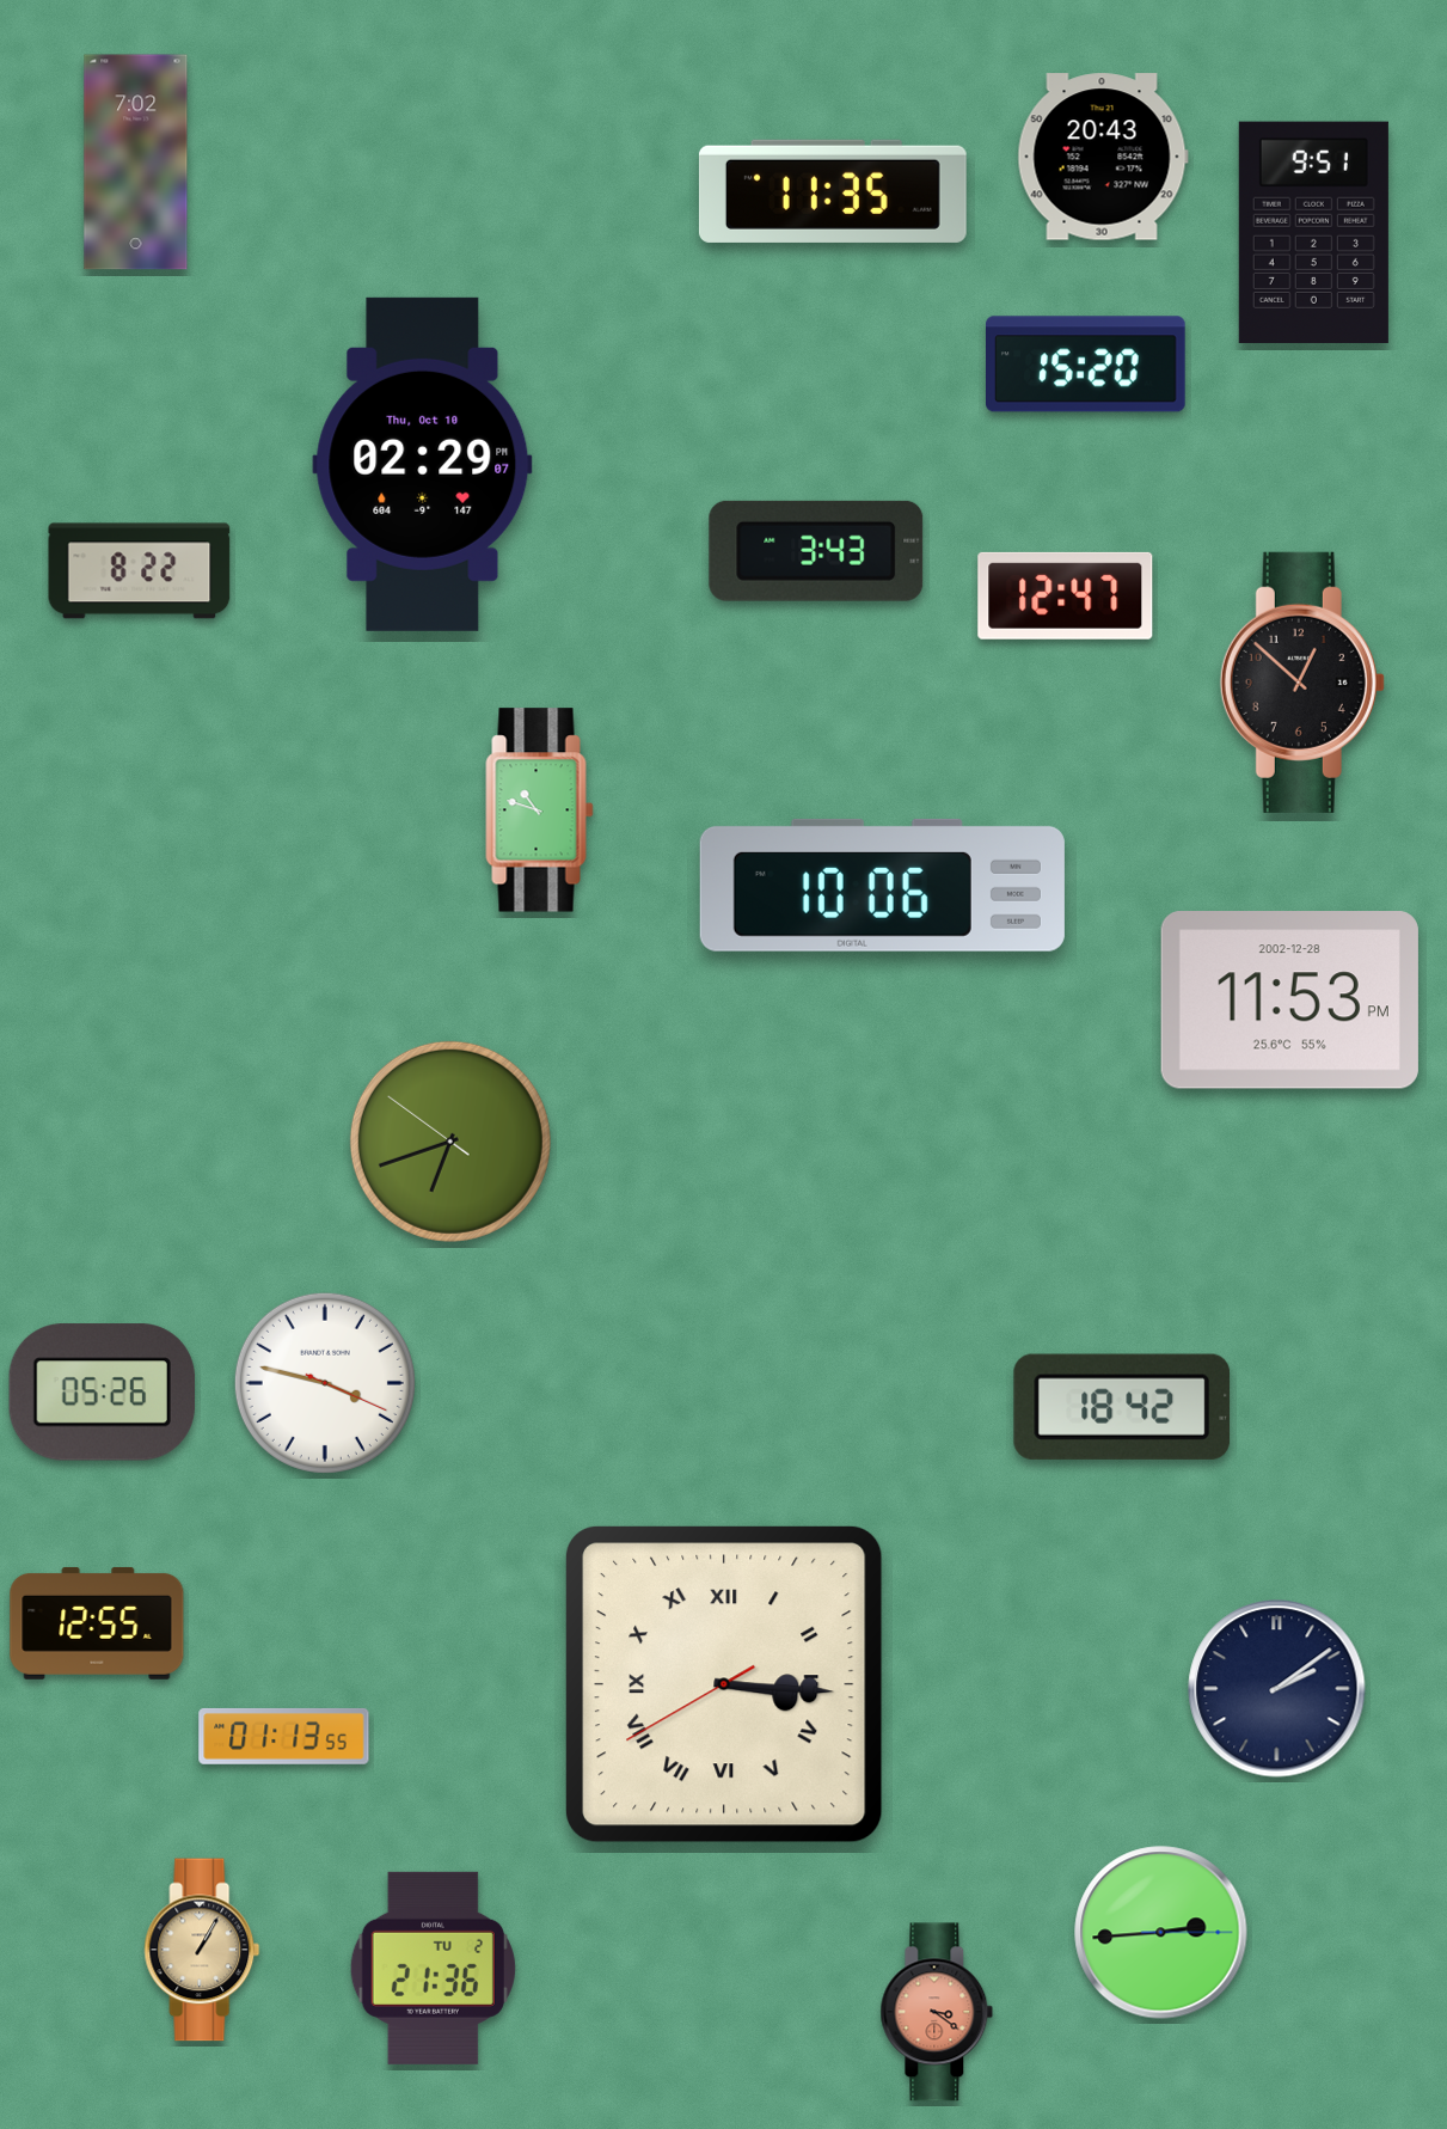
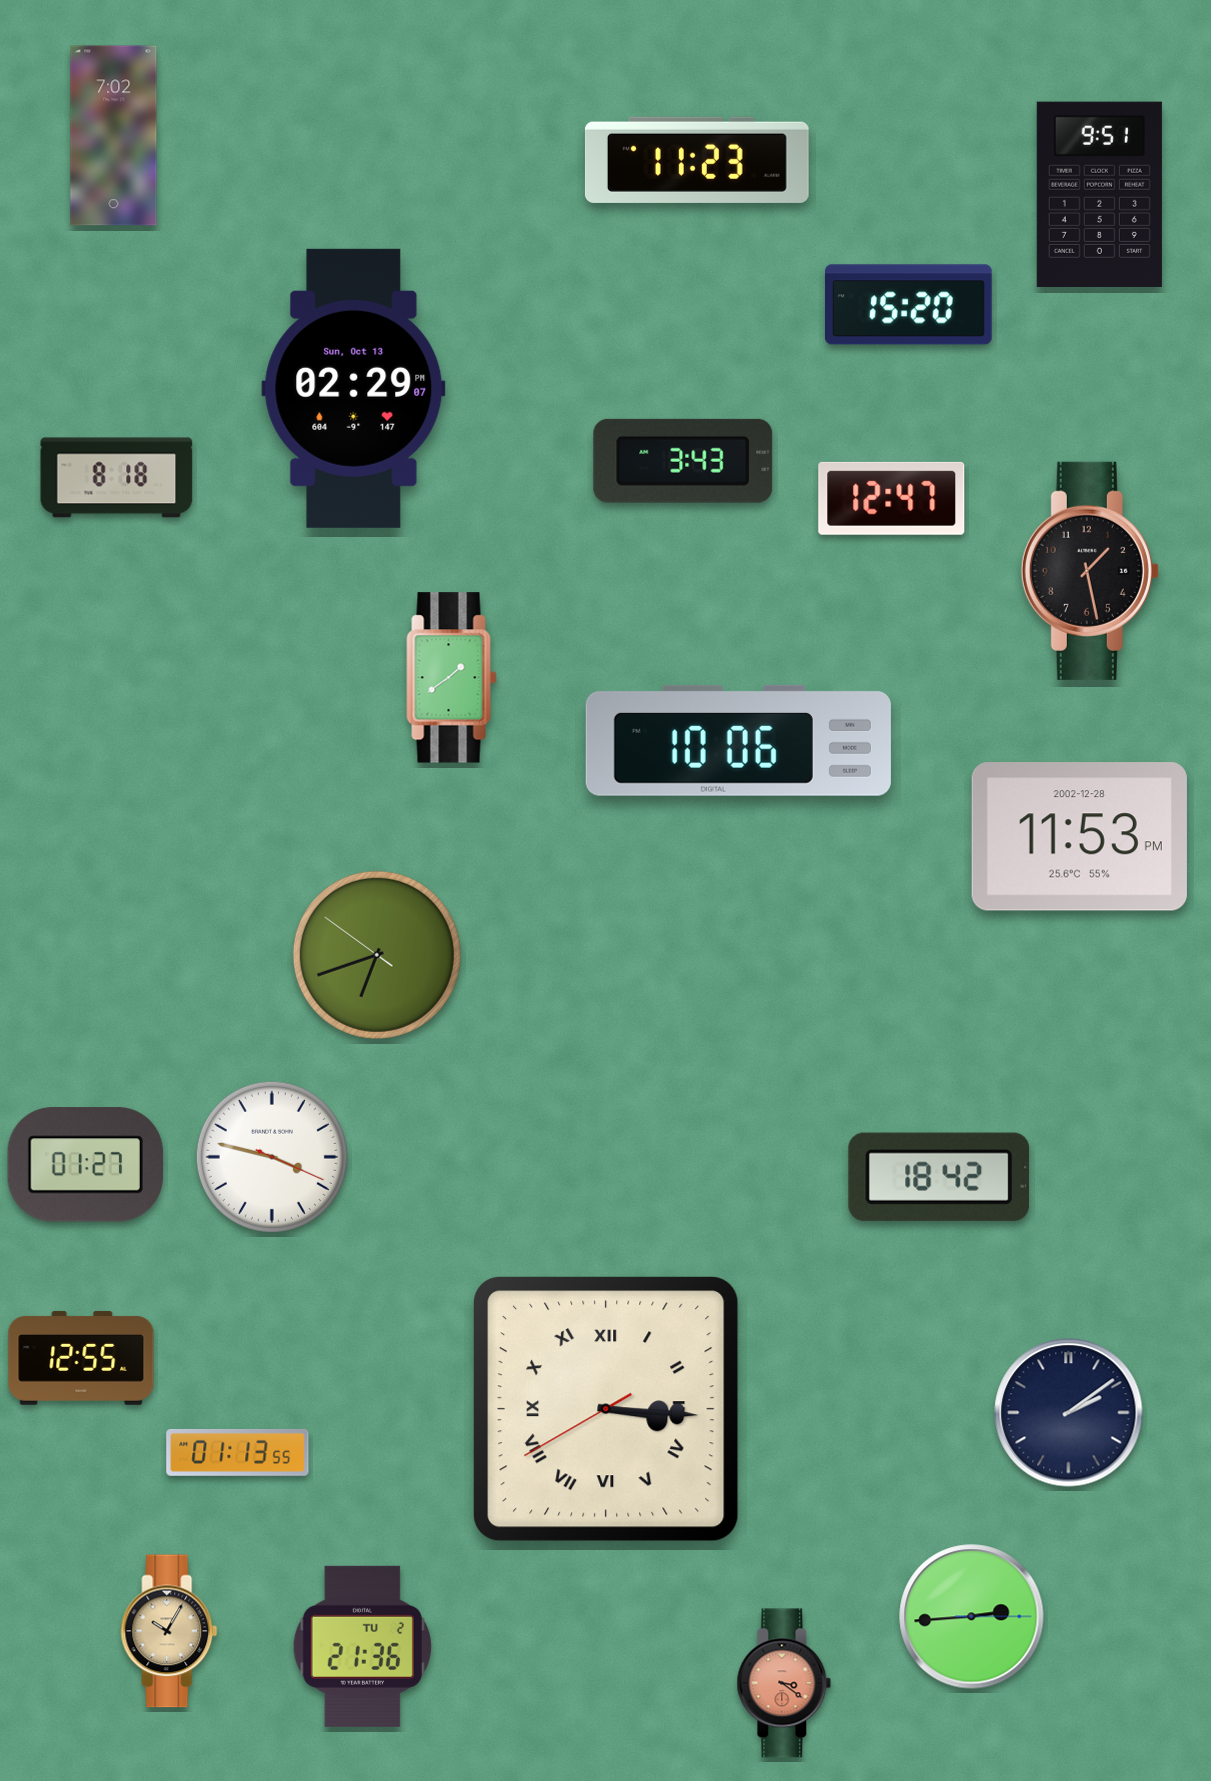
clock at (1103, 157): 20:43 -> none
clock at (833, 191): 11:35 -> 11:23
clock at (423, 464) date: Thu, Oct 10 -> Sun, Oct 13
clock at (140, 571): 8:22 -> 8:18
clock at (1302, 683): 12:52 -> 1:28
clock at (540, 810): 10:48 -> 1:39
clock at (102, 1393): 05:26 -> 01:27
clock at (202, 1950): 1:05 -> 10:05
